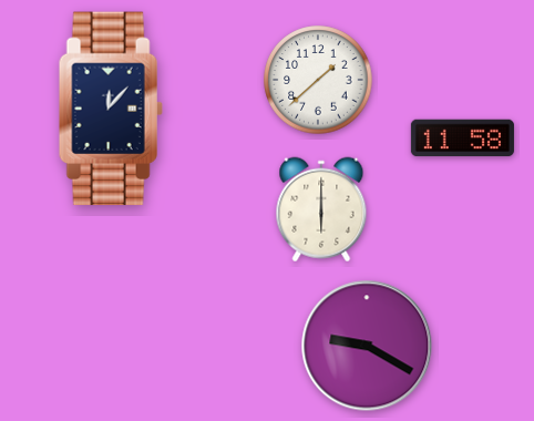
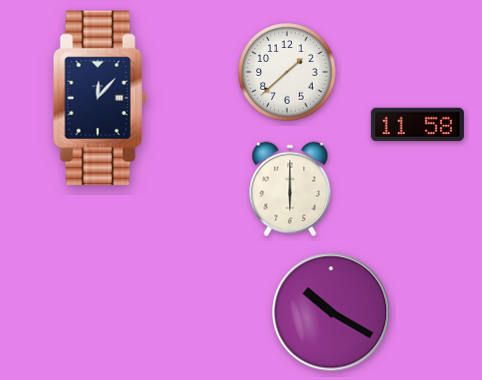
clock at (367, 346): 9:20 -> 10:20
